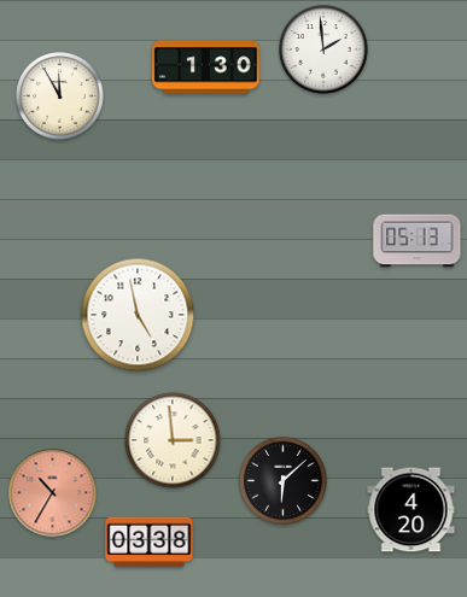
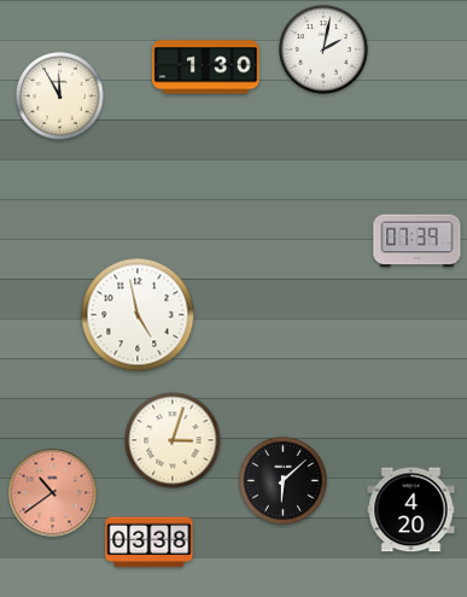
clock at (323, 49): 1:59 -> 2:02
clock at (418, 241): 05:13 -> 07:39
clock at (173, 440): 2:59 -> 3:03
clock at (53, 493): 10:35 -> 10:39
